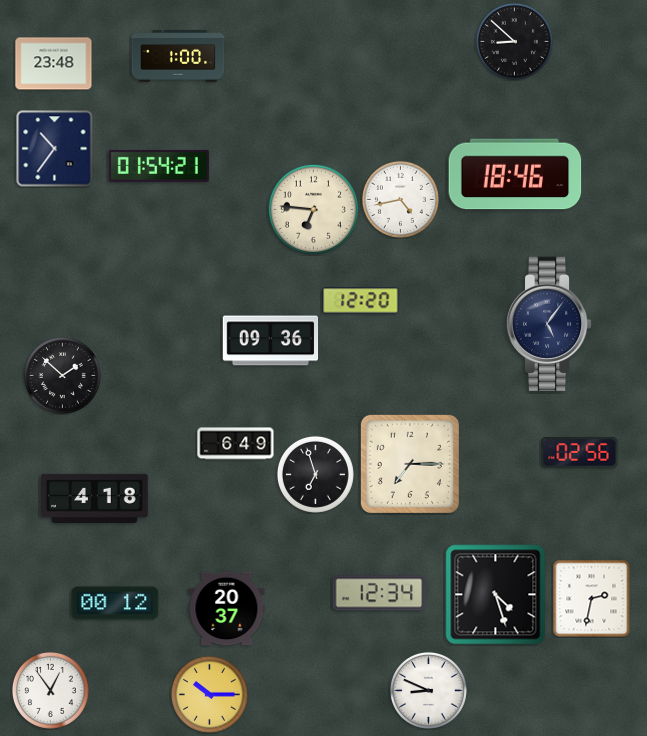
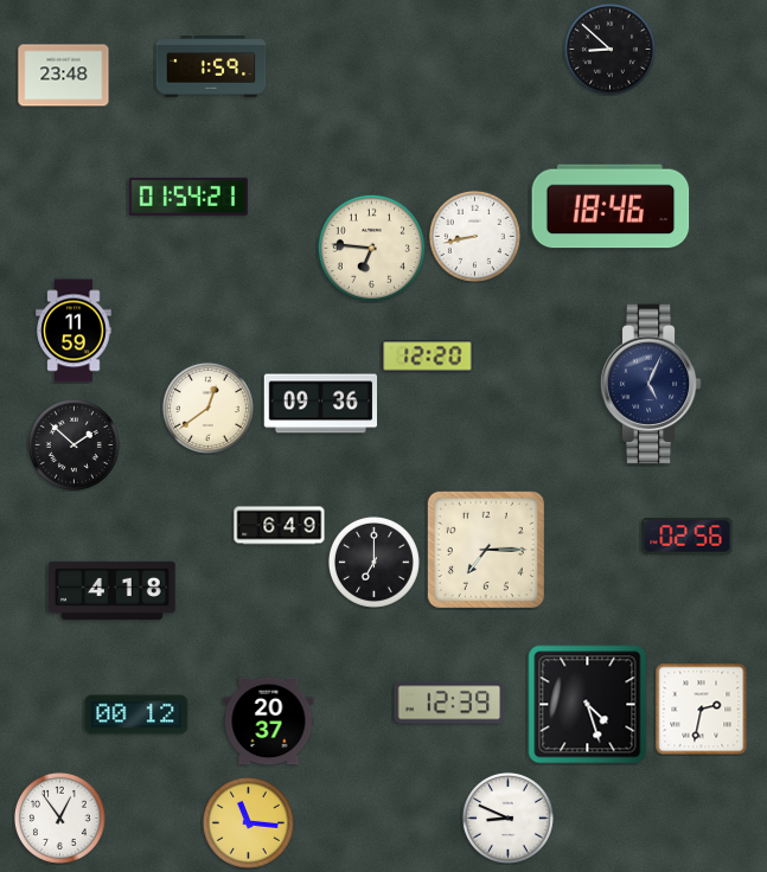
clock at (178, 57): 1:00 -> 1:59
clock at (55, 149): 10:36 -> none
clock at (400, 199): 4:43 -> 8:43
clock at (73, 331): none -> 11:59
clock at (549, 324): 5:06 -> 5:04
clock at (207, 408): none -> 12:39
clock at (315, 474): 6:57 -> 7:00
clock at (379, 593): 12:34 -> 12:39
clock at (209, 694): 10:15 -> 11:16
